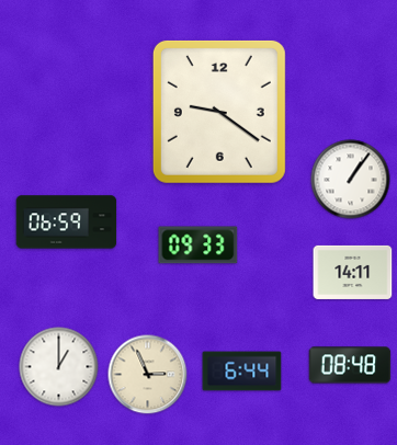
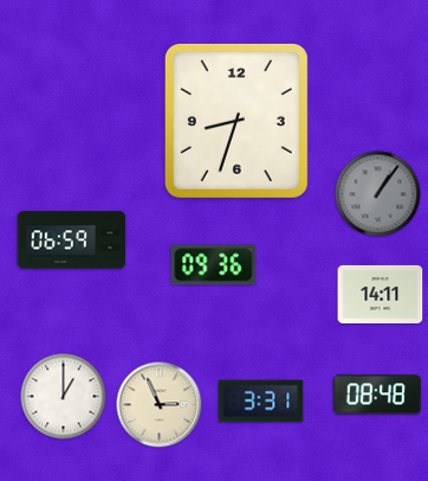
clock at (219, 112): 9:21 -> 8:33
clock at (351, 180) dial: white -> grey
clock at (198, 246): 09:33 -> 09:36
clock at (242, 372): 6:44 -> 3:31
